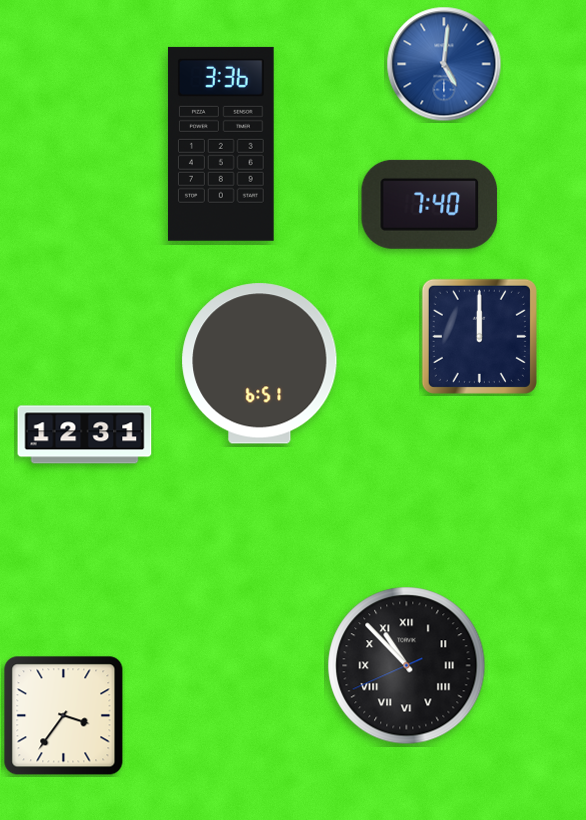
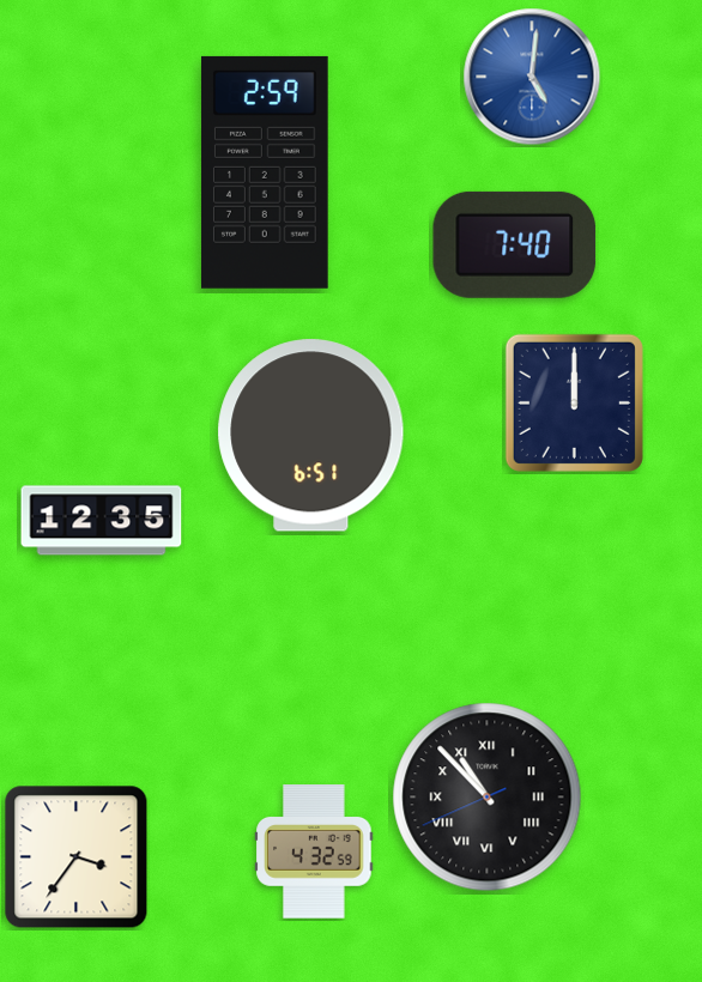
clock at (221, 144): 3:36 -> 2:59
clock at (85, 435): 12:31 -> 12:35
clock at (314, 851): none -> 4:32
